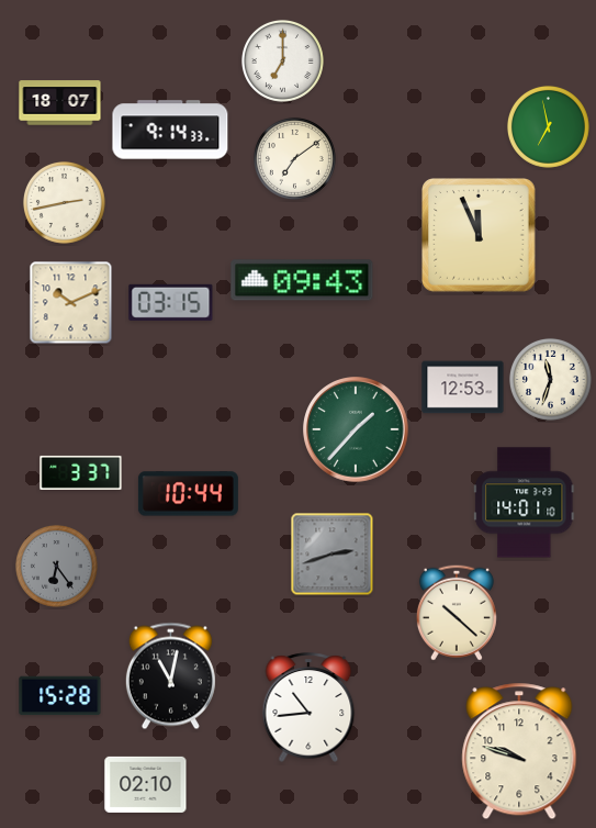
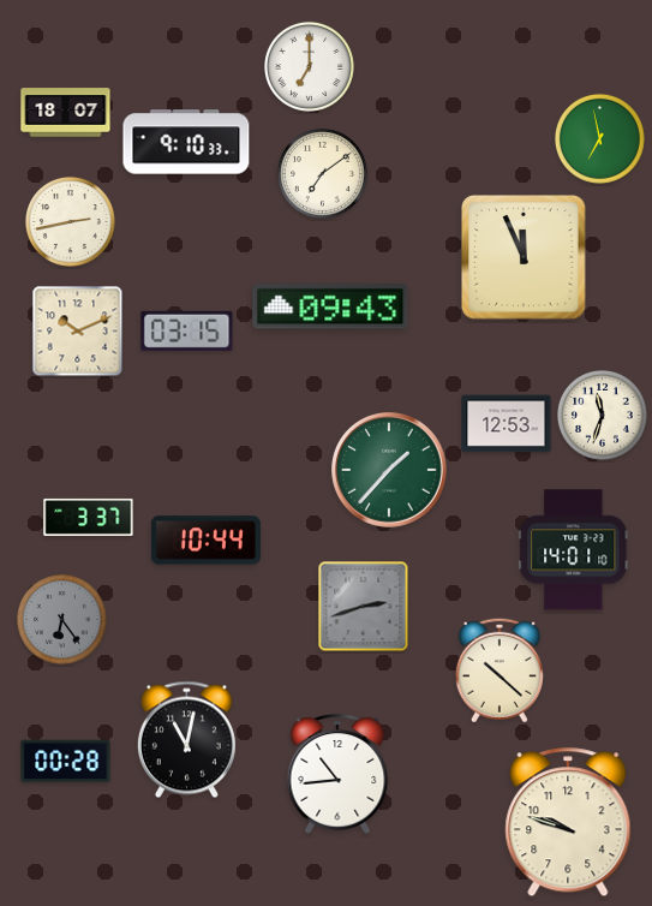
clock at (170, 130): 9:14 -> 9:10
clock at (60, 696): 15:28 -> 00:28
clock at (146, 784): 02:10 -> none
